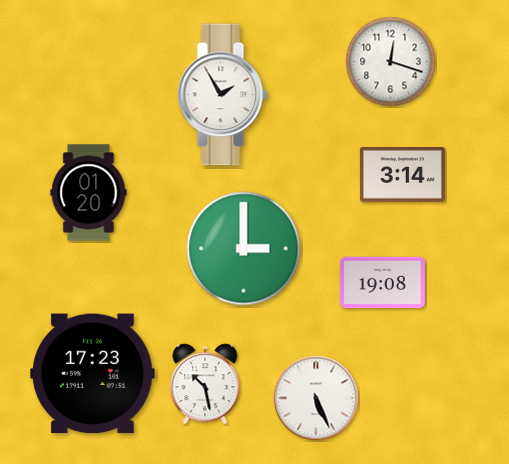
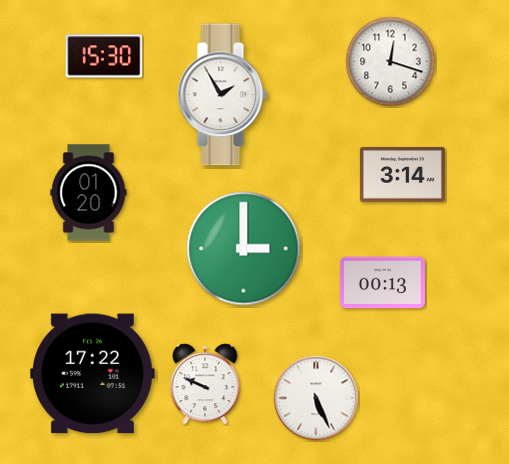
clock at (104, 56): none -> 15:30
clock at (382, 283): 19:08 -> 00:13
clock at (93, 374): 17:23 -> 17:22
clock at (205, 384): 10:28 -> 9:49
